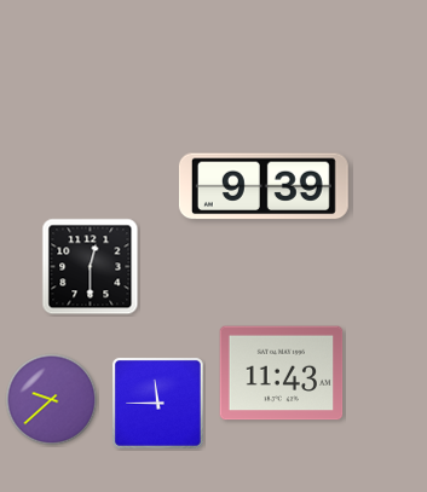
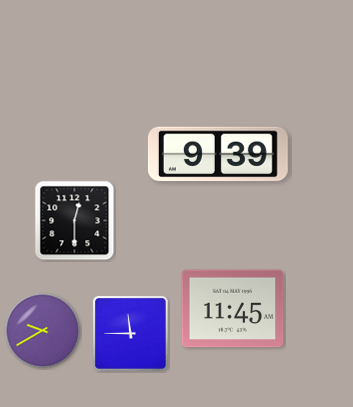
clock at (282, 374): 11:43 -> 11:45
clock at (52, 400): 9:38 -> 9:40
